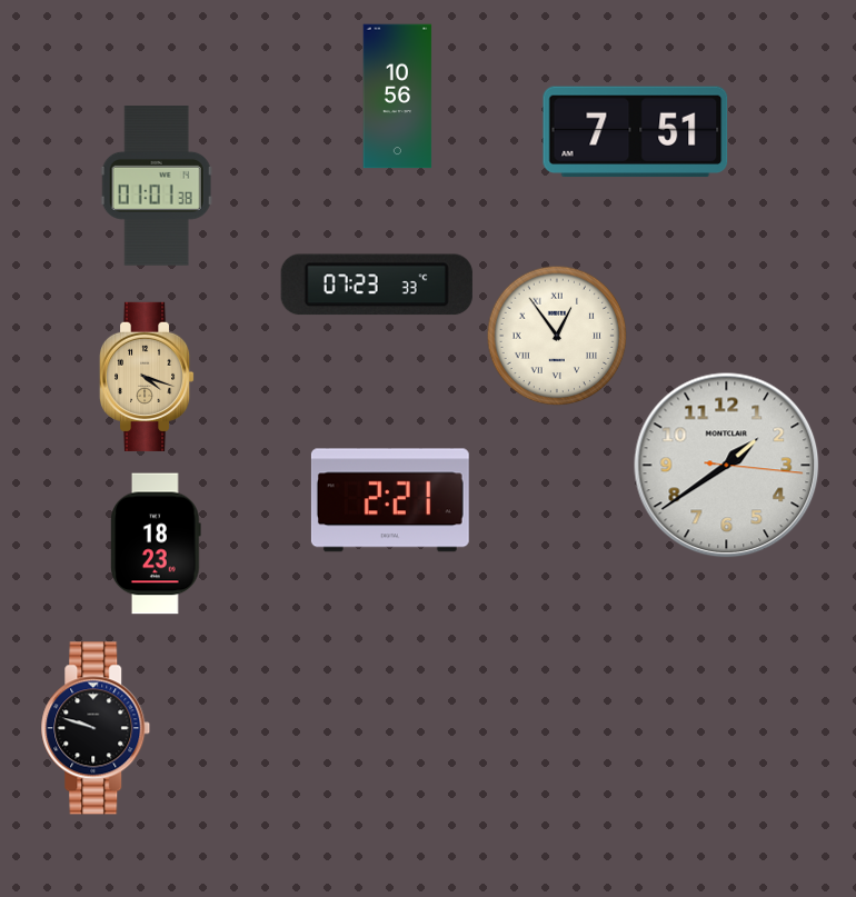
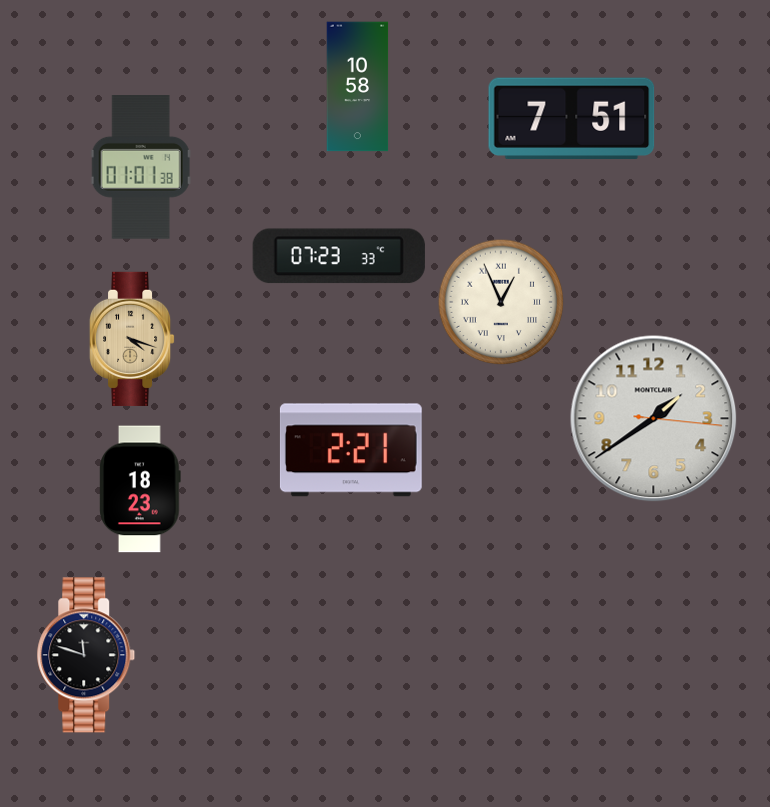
clock at (398, 97): 10:56 -> 10:58
clock at (557, 336): 12:54 -> 12:56
clock at (96, 728): 9:48 -> 11:48
